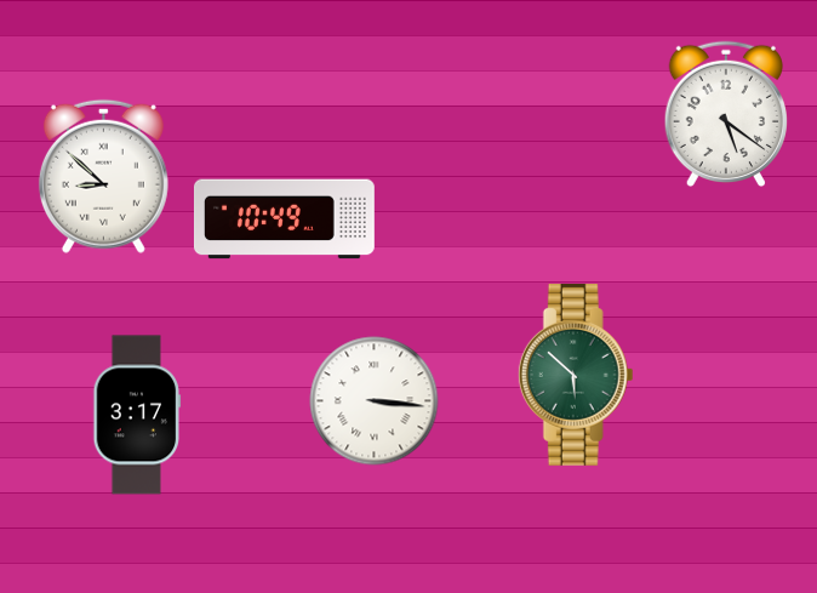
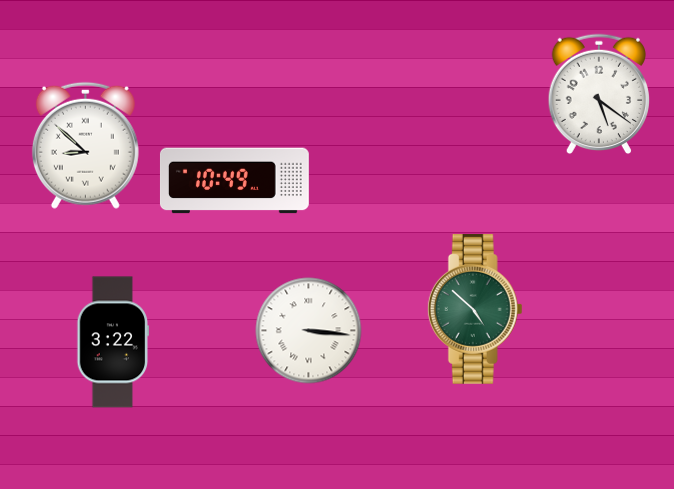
clock at (576, 375): 5:52 -> 4:52
clock at (137, 415): 3:17 -> 3:22
